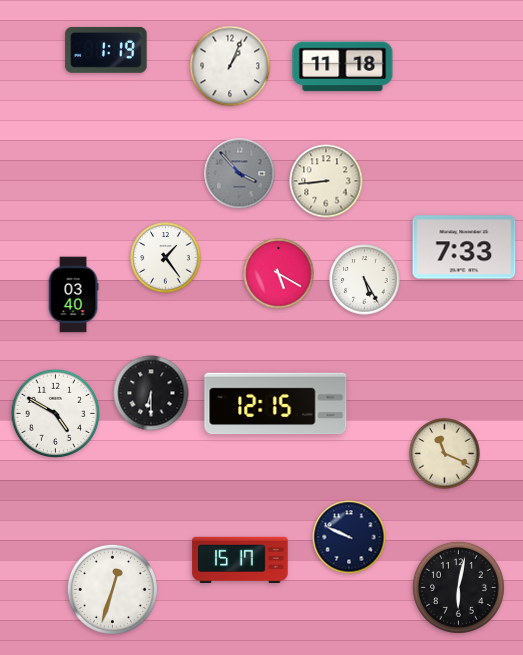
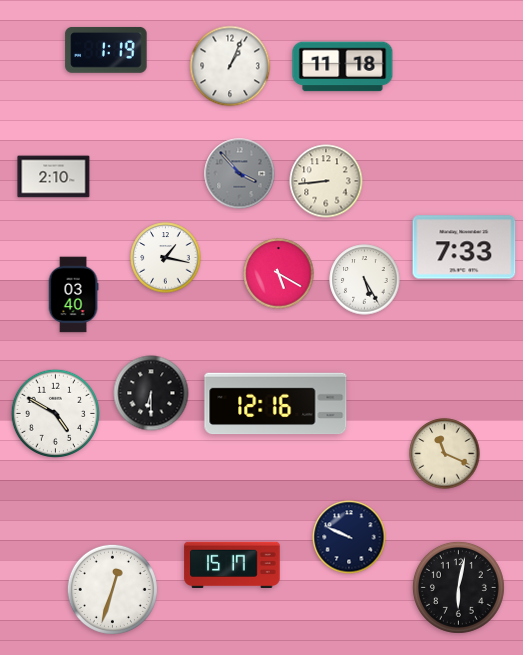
clock at (54, 177): none -> 2:10
clock at (166, 258): 1:24 -> 1:17
clock at (276, 404): 12:15 -> 12:16
clock at (240, 559) position: (240, 559) -> (232, 564)
